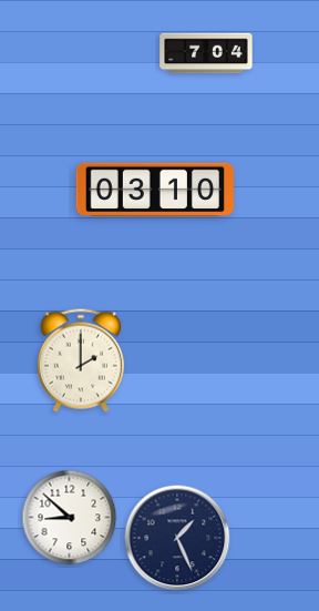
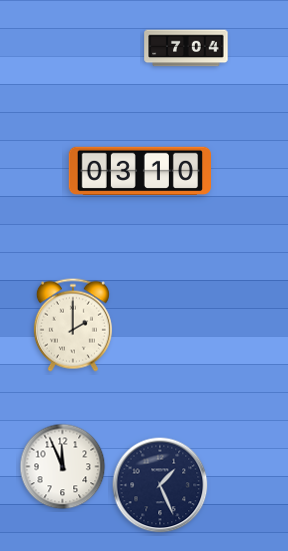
clock at (70, 518): 8:52 -> 11:56
